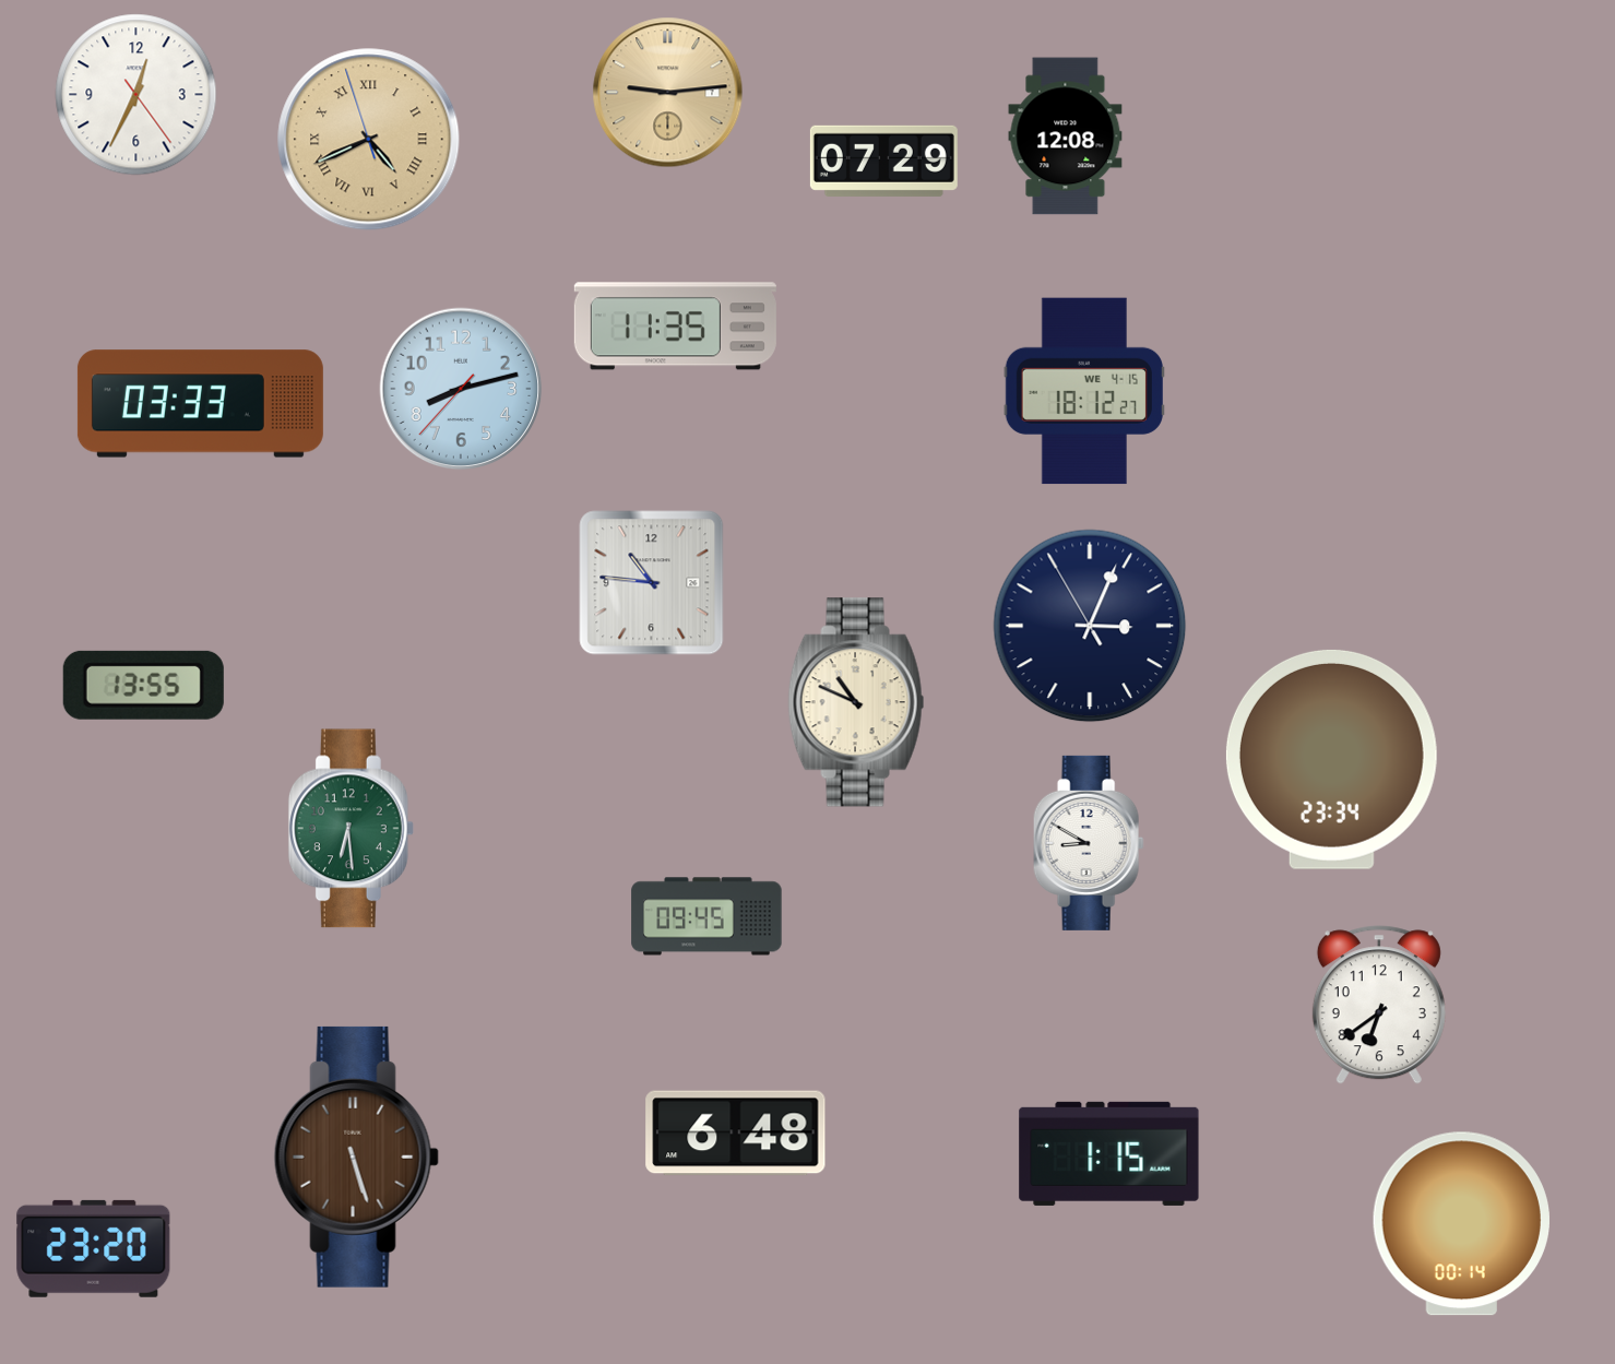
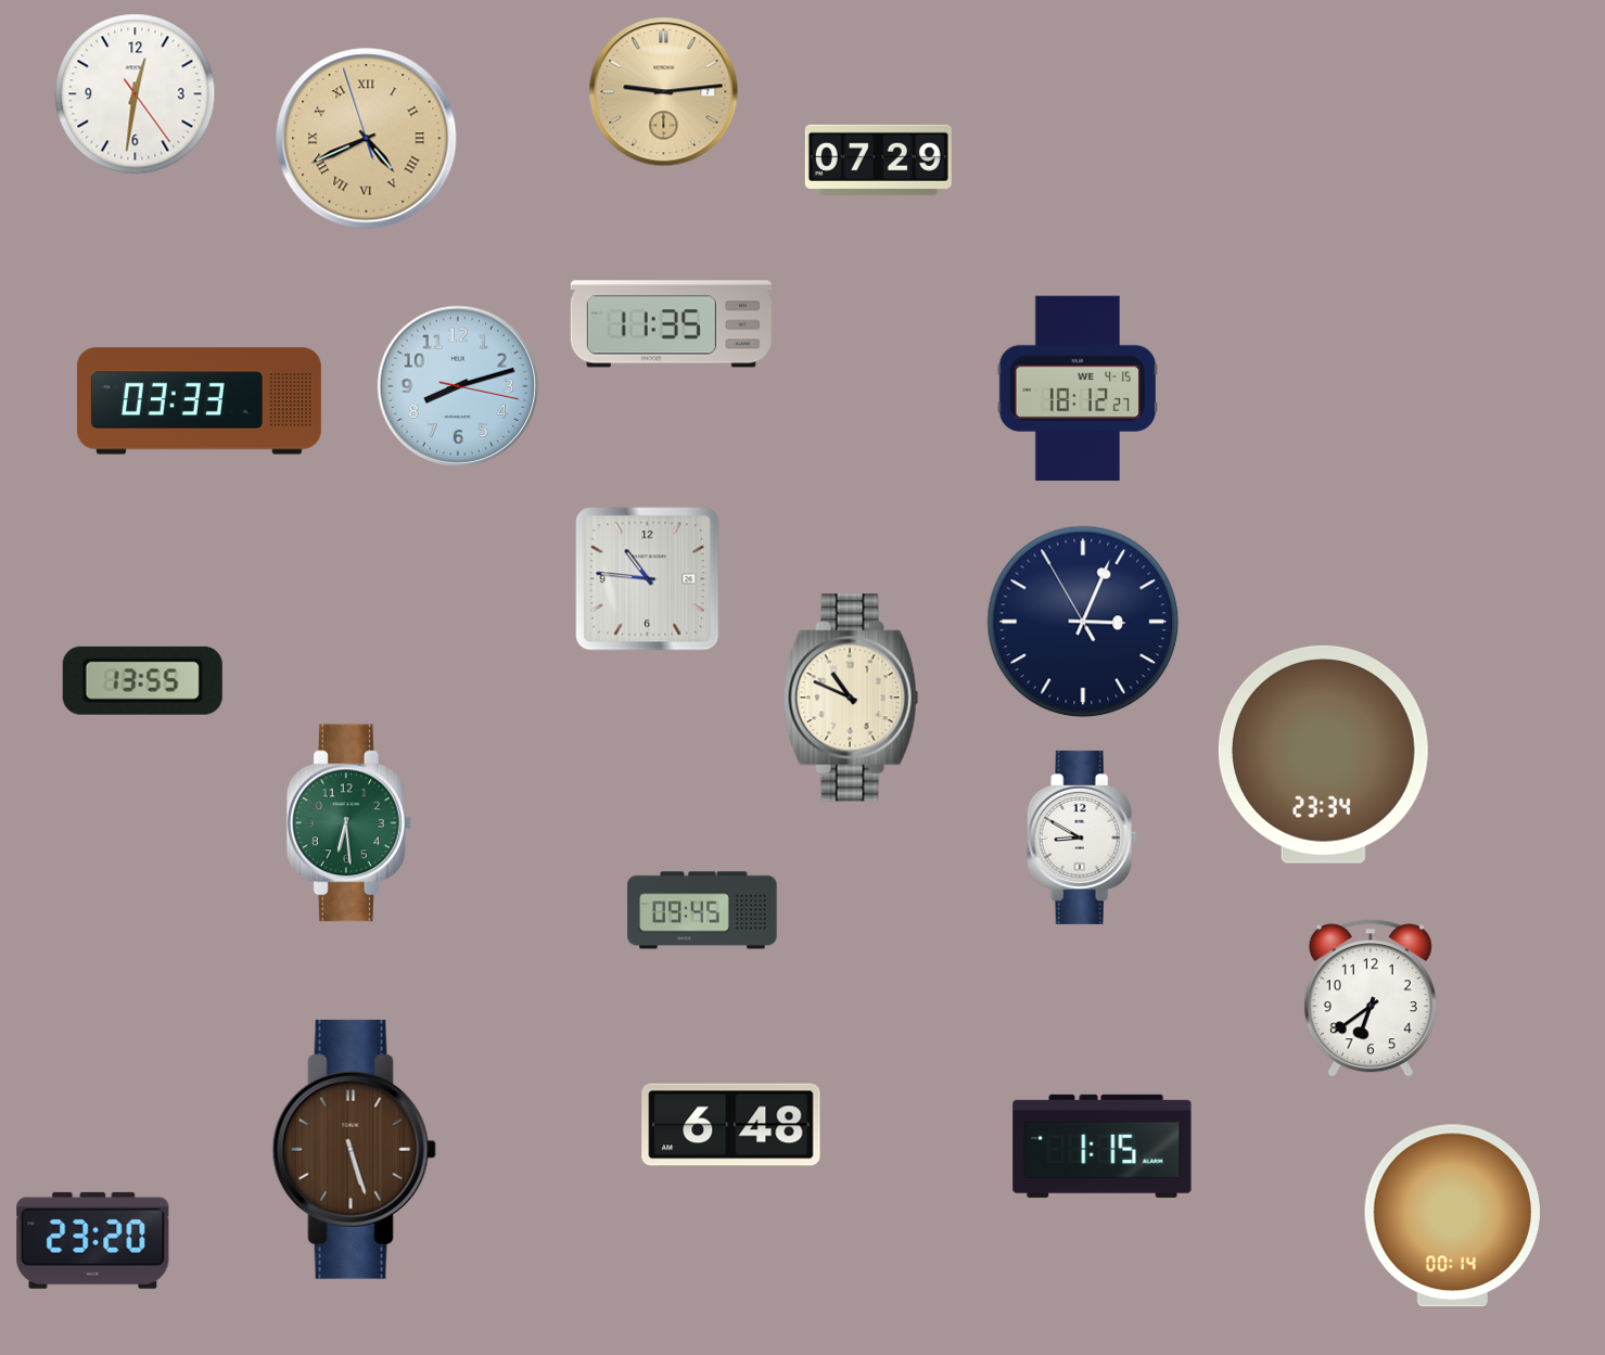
clock at (136, 95): 12:34 -> 12:31
clock at (1066, 137): 12:08 -> none
clock at (461, 389): 8:12:37 -> 8:12:17
